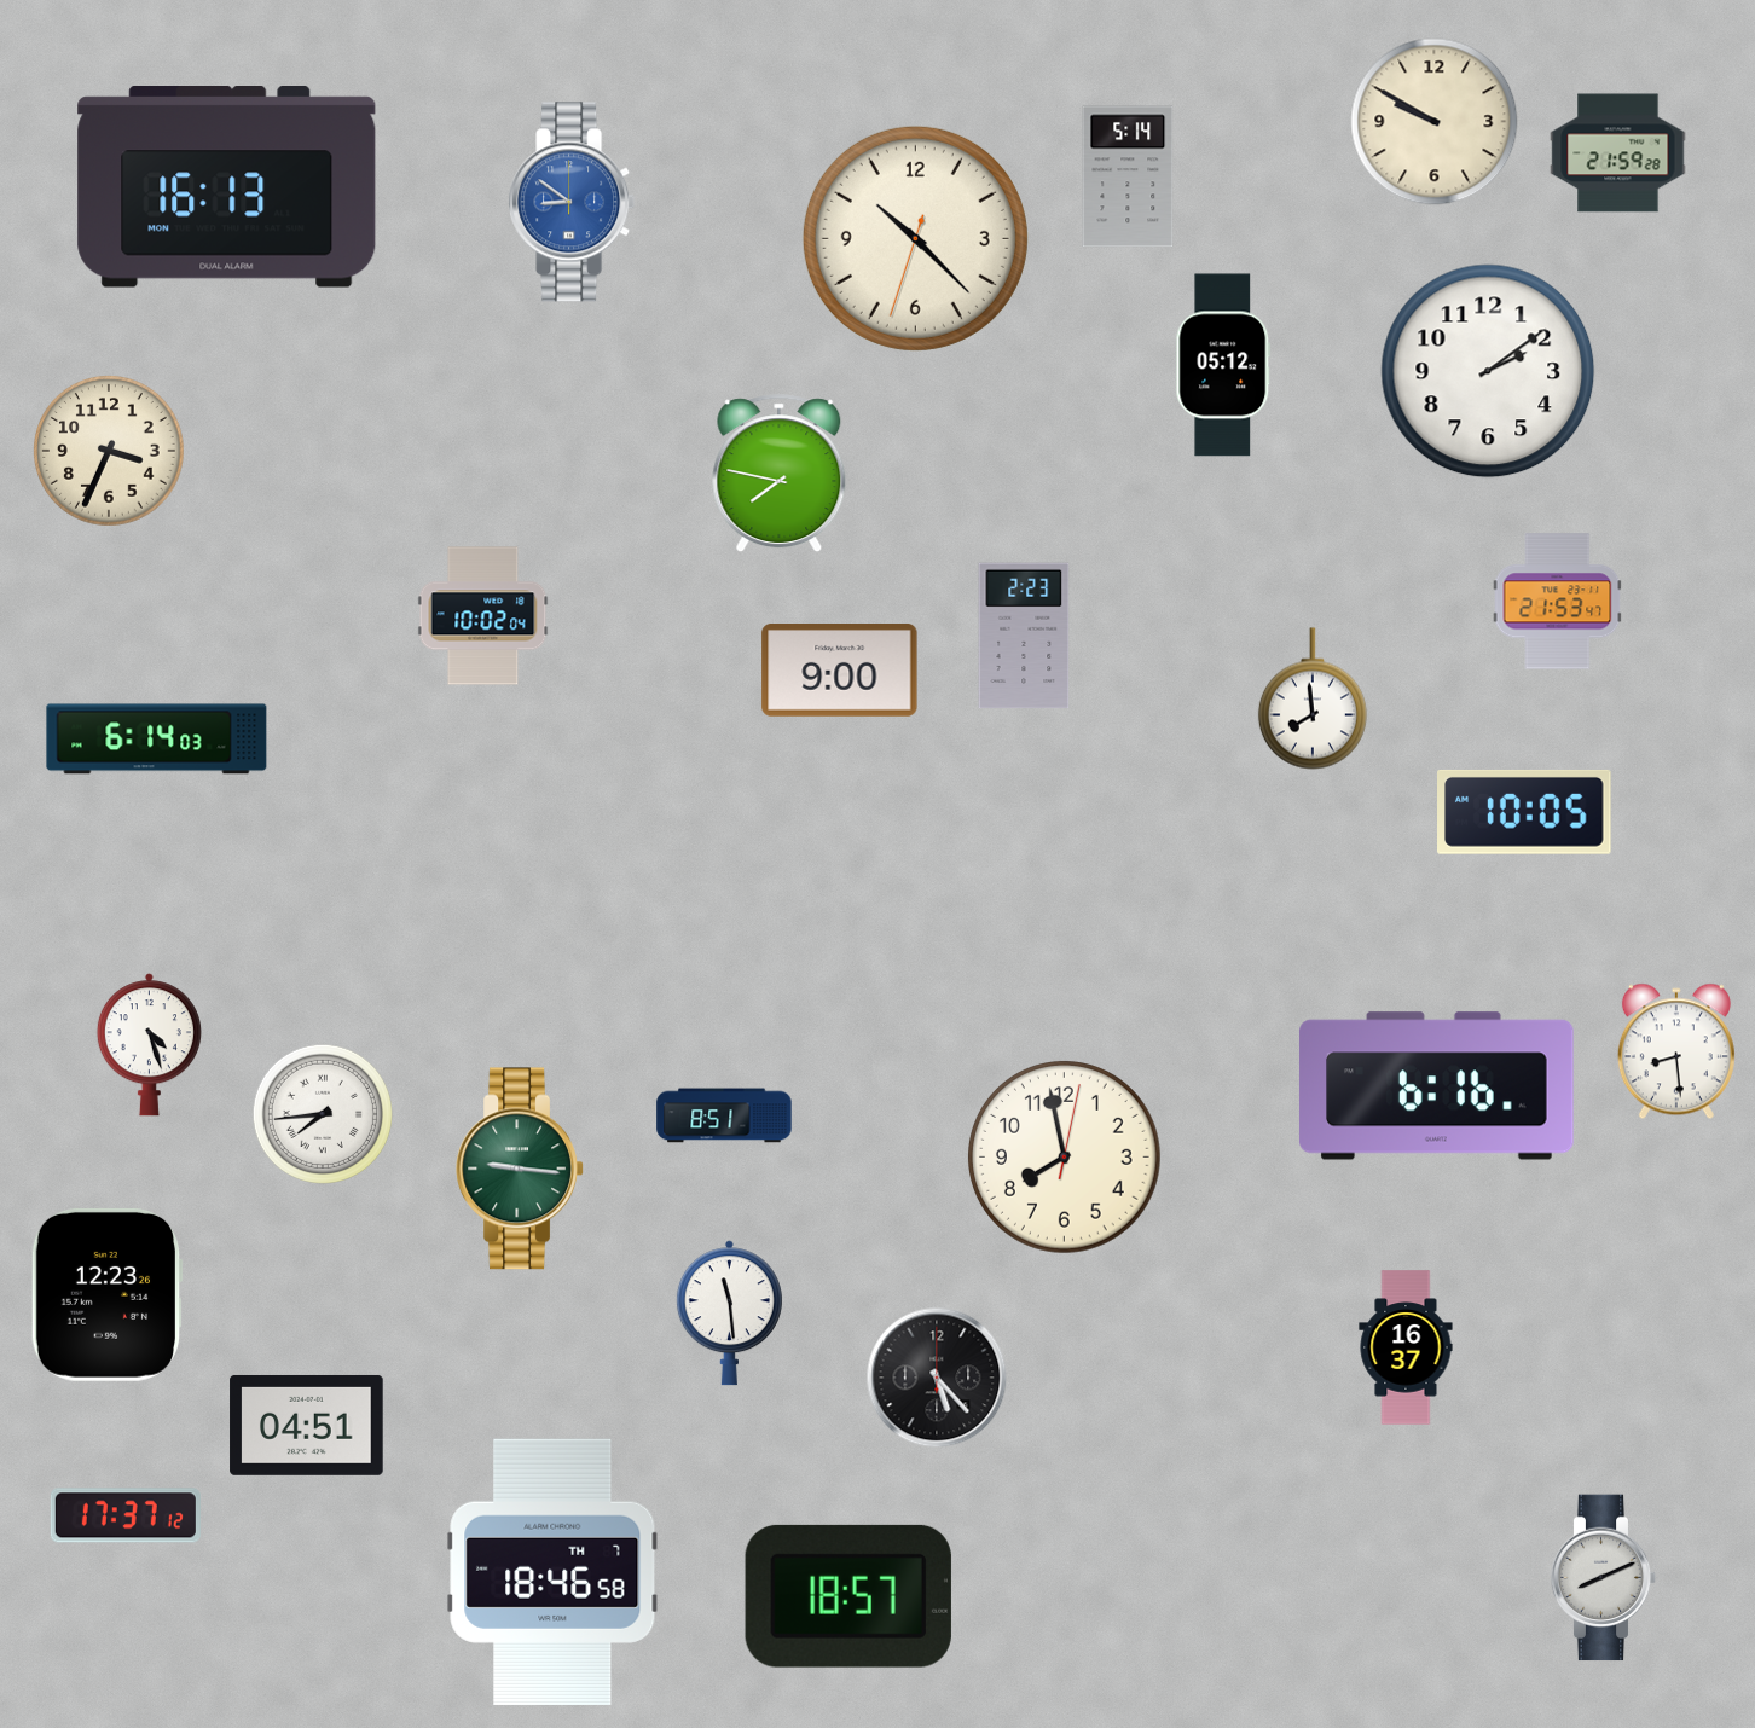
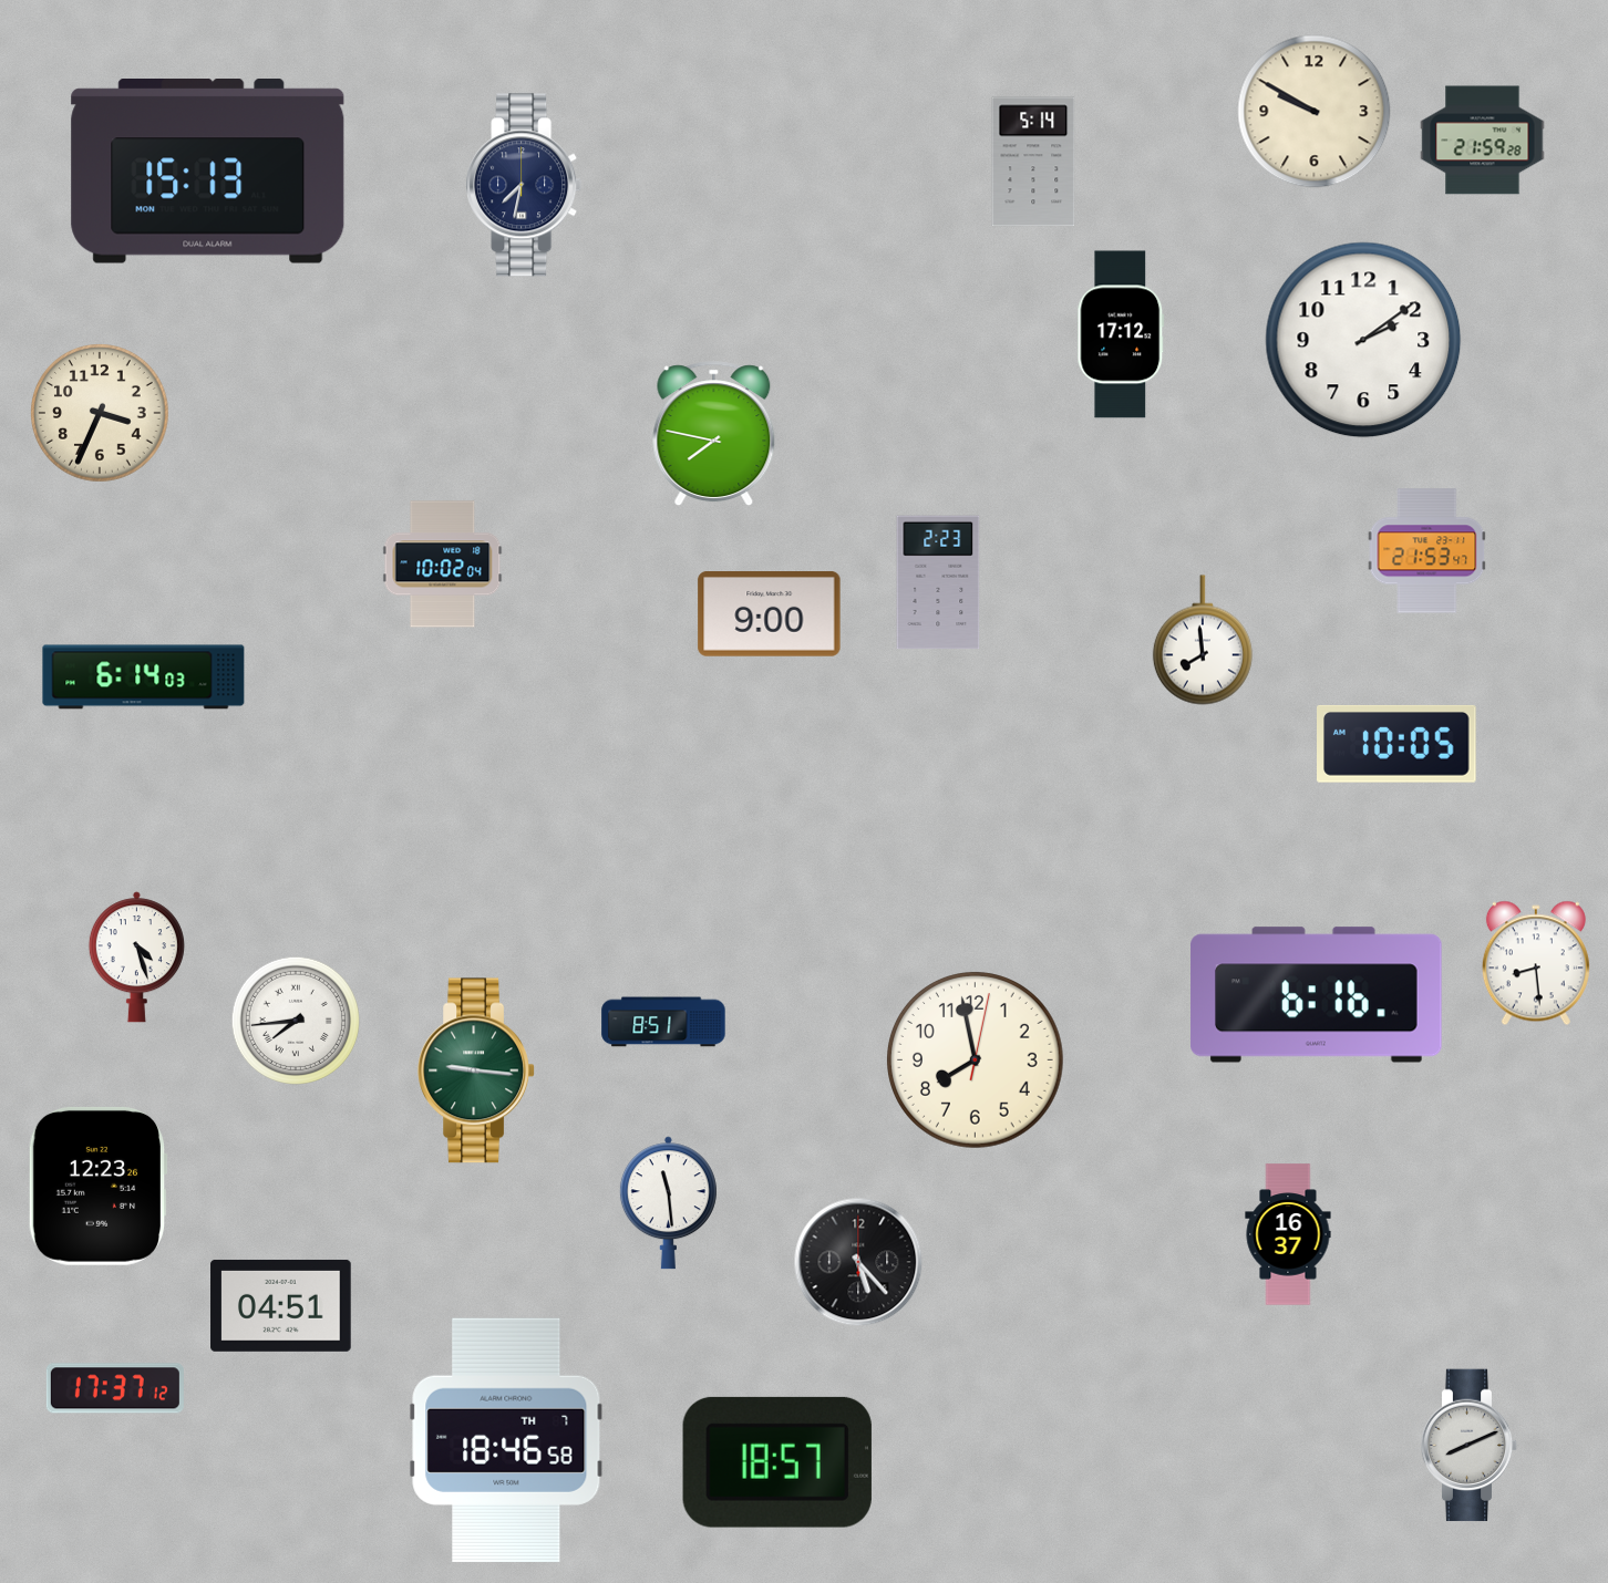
clock at (227, 187): 16:13 -> 15:13
clock at (572, 202): 8:51 -> 7:32
clock at (572, 202) dial: blue -> navy
clock at (915, 238): 10:22 -> none
clock at (1223, 365): 05:12 -> 17:12
